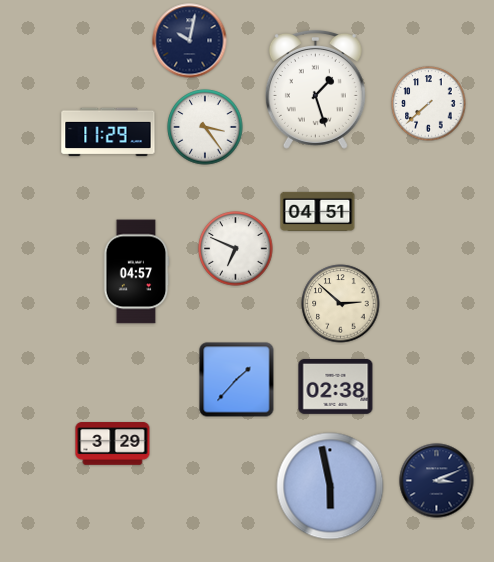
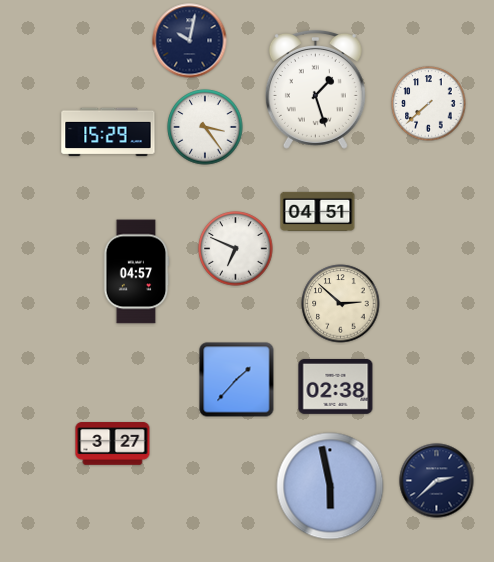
clock at (108, 132): 11:29 -> 15:29
clock at (113, 444): 3:29 -> 3:27
clock at (437, 481): 3:11 -> 2:38
